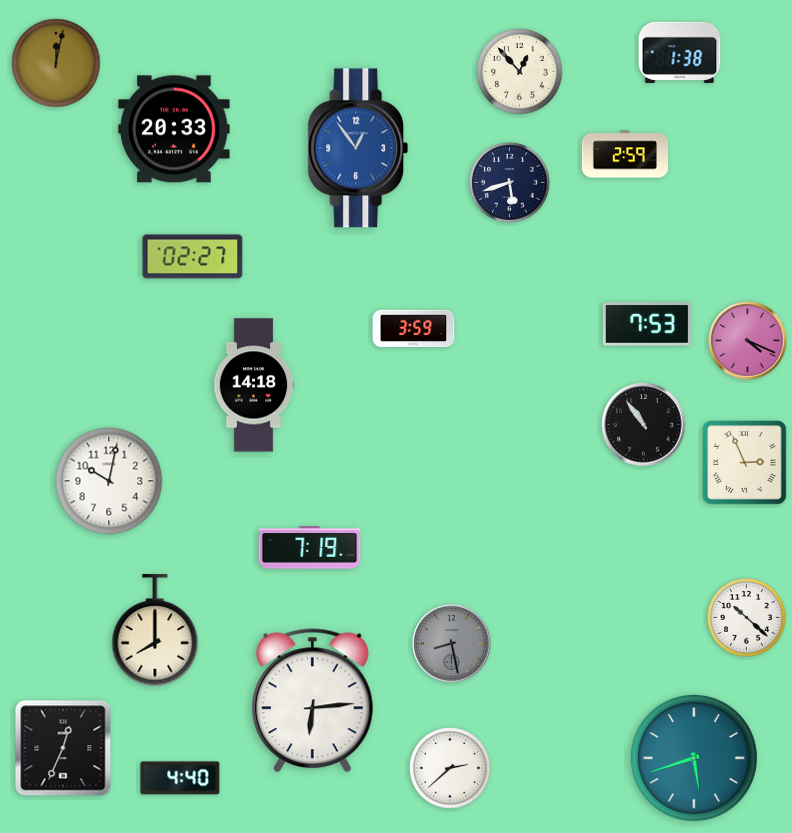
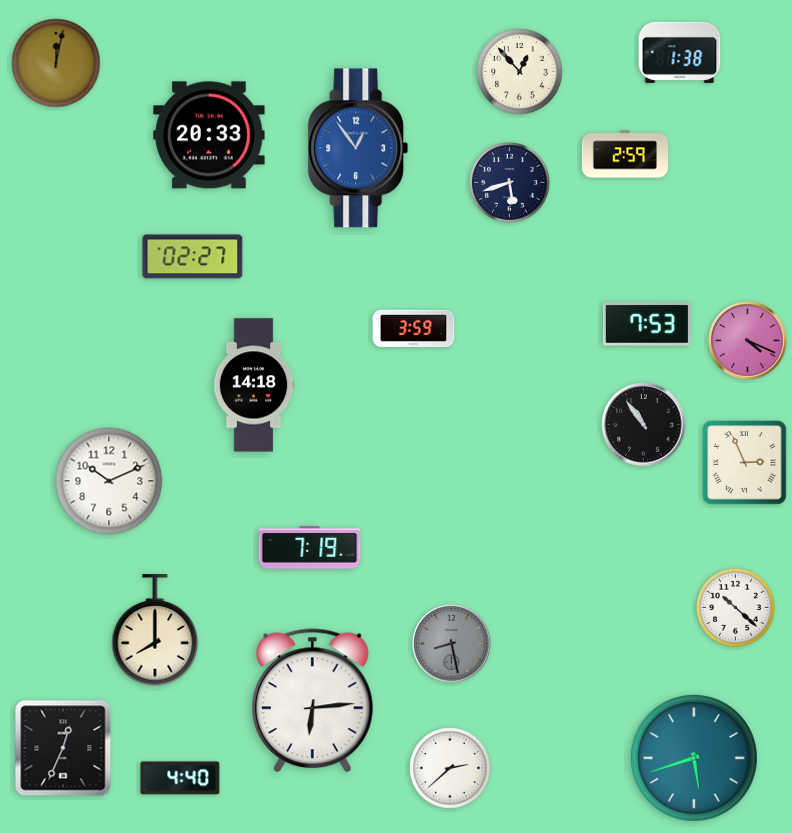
clock at (174, 129) position: (174, 129) -> (209, 135)
clock at (109, 481): 10:02 -> 10:11
clock at (747, 618) position: (747, 618) -> (736, 608)
